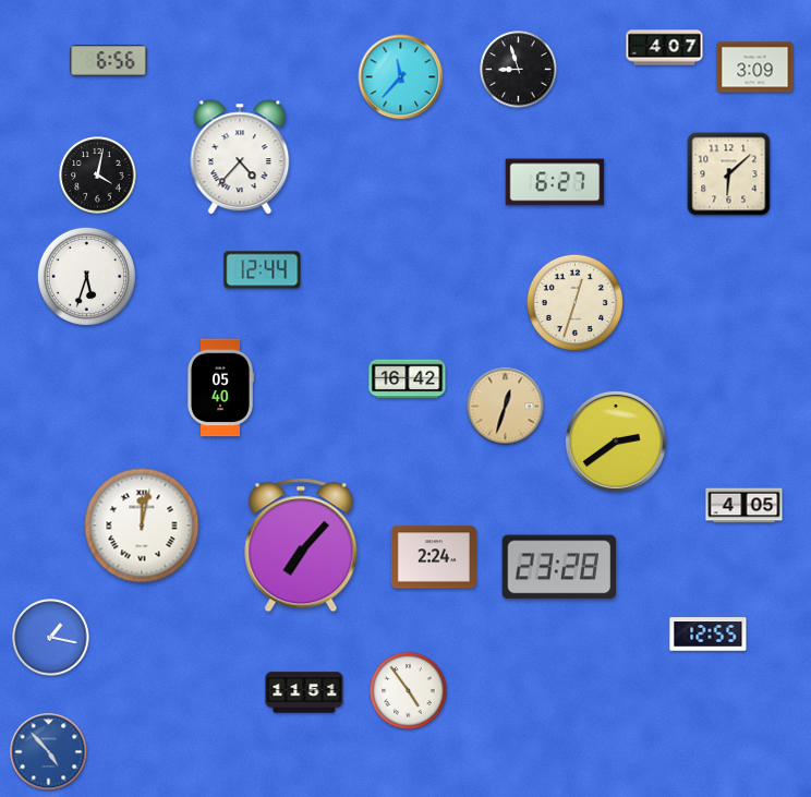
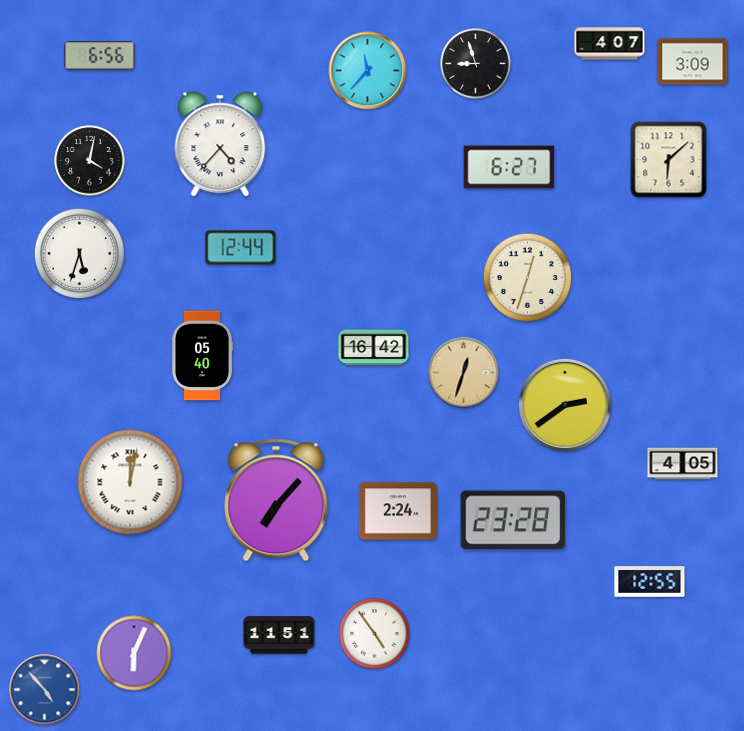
clock at (51, 638): 1:17 -> none
clock at (134, 653): none -> 6:04
